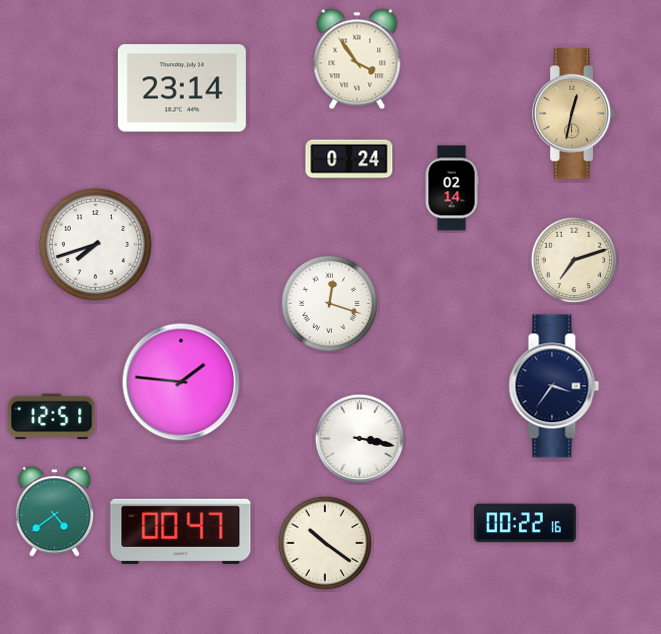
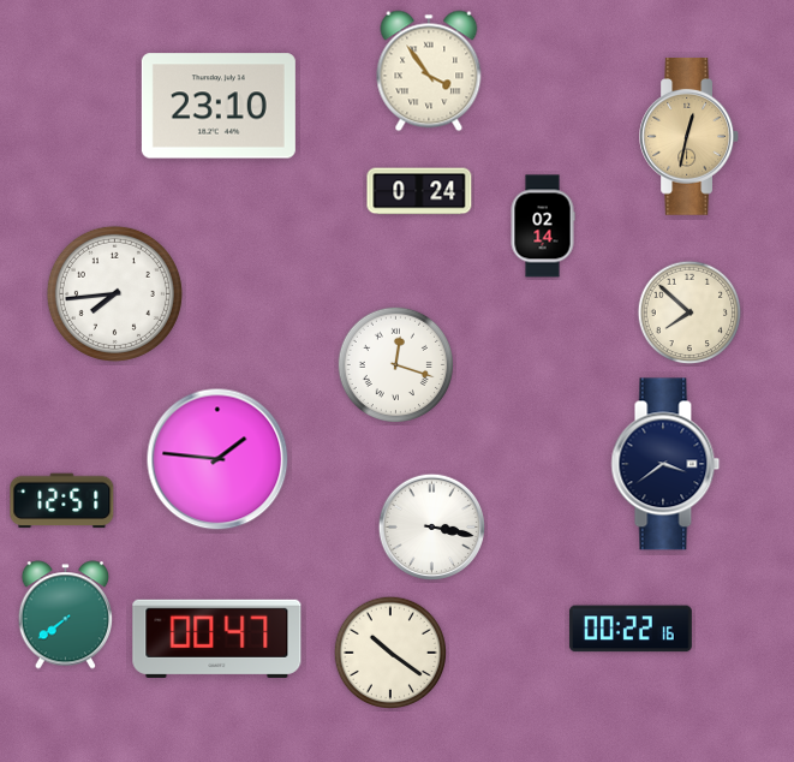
clock at (182, 88): 23:14 -> 23:10
clock at (95, 244): 7:42 -> 7:44
clock at (574, 260): 7:12 -> 7:52
clock at (554, 386): 3:36 -> 3:39
clock at (55, 512): 4:39 -> 7:39
